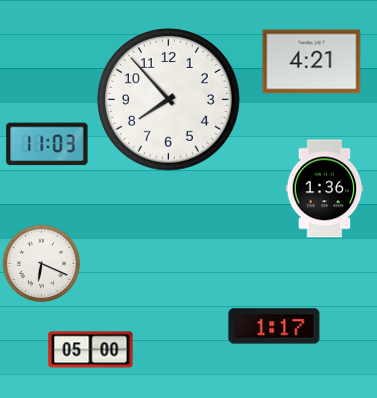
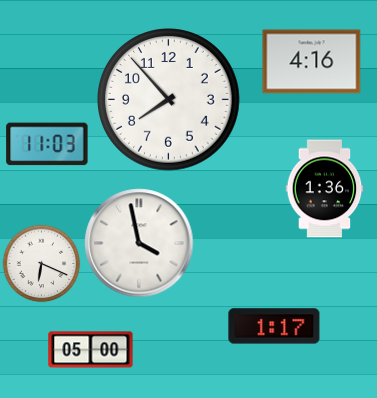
clock at (312, 62): 4:21 -> 4:16
clock at (139, 243): none -> 3:58
